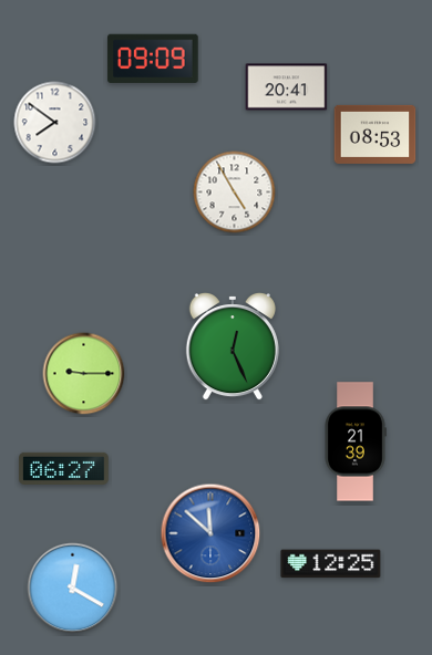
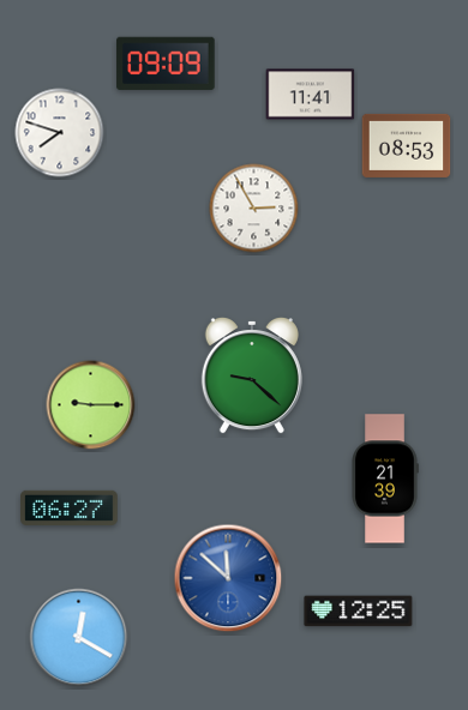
clock at (287, 87): 20:41 -> 11:41
clock at (55, 123): 7:51 -> 7:48
clock at (235, 193): 4:55 -> 2:55
clock at (233, 347): 12:26 -> 9:22
